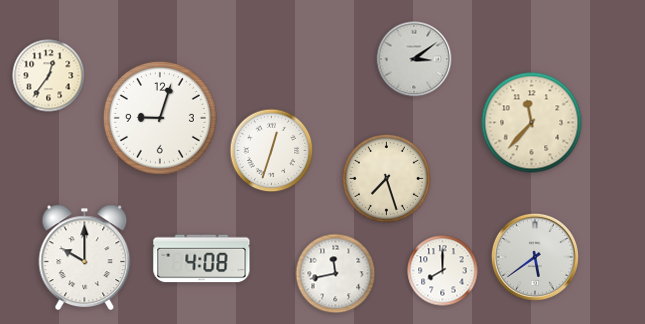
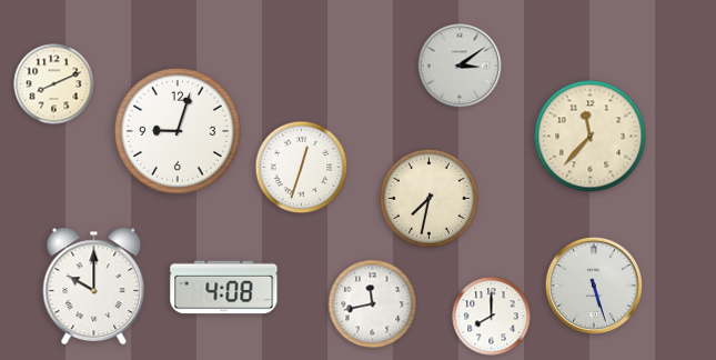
clock at (49, 76): 12:36 -> 8:11
clock at (386, 178): 7:27 -> 7:32
clock at (535, 257): 5:39 -> 5:27
clock at (443, 271) position: (443, 271) -> (492, 317)
